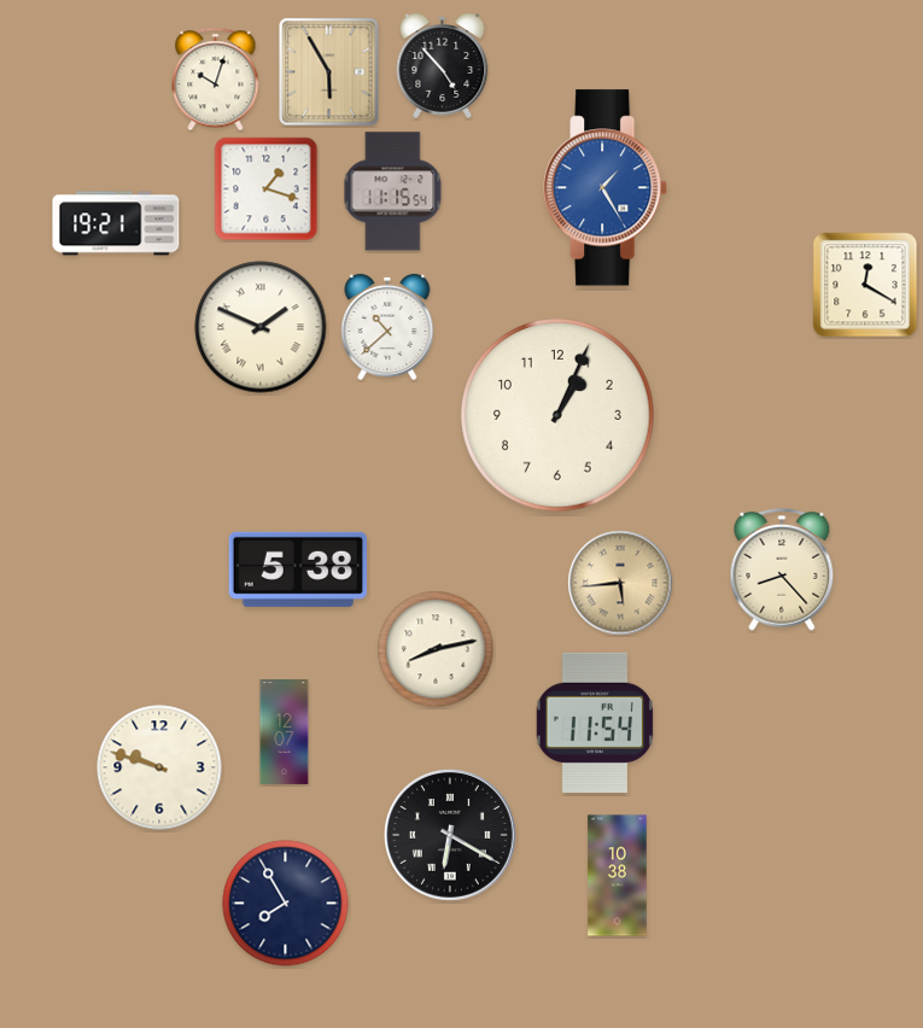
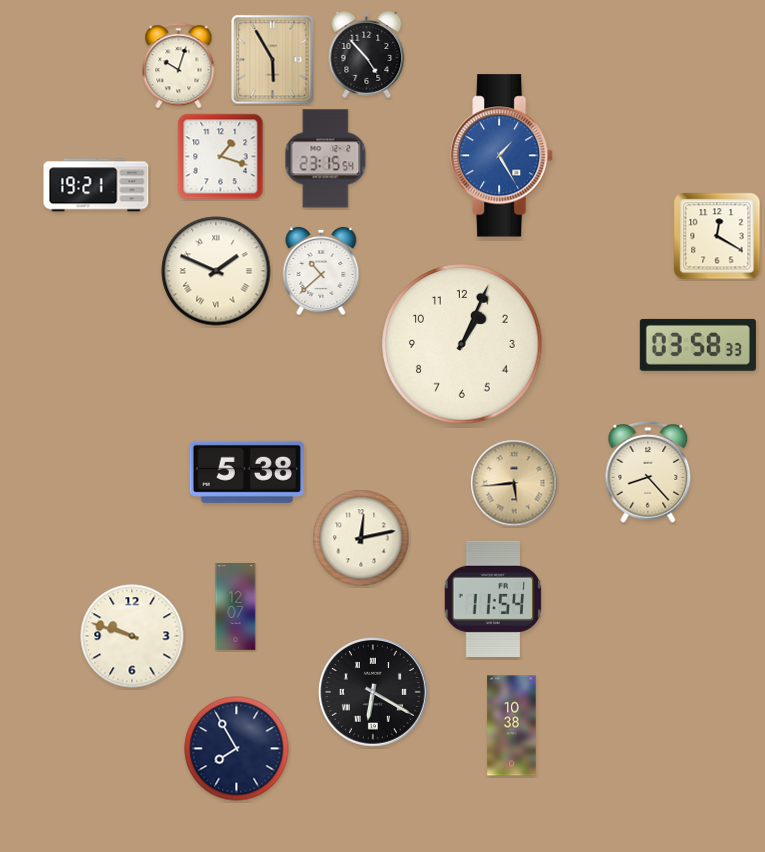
clock at (393, 192): 11:15 -> 23:15
clock at (698, 345): none -> 03:58
clock at (436, 649): 8:13 -> 12:13
